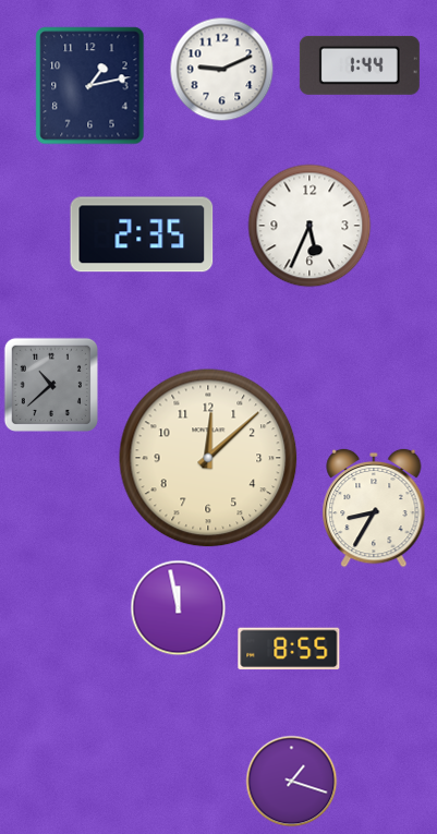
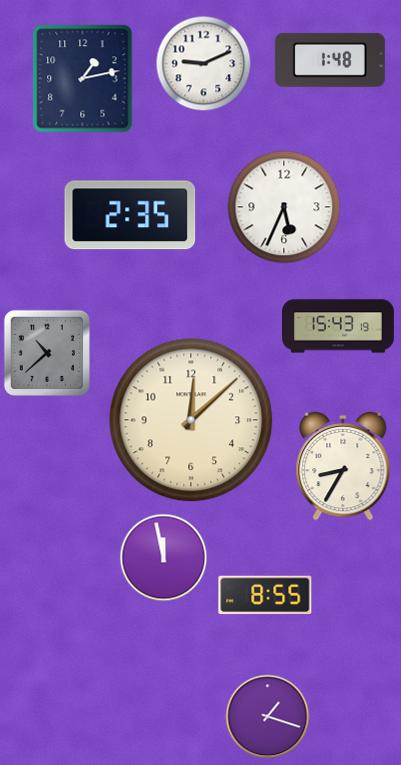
clock at (360, 65): 1:44 -> 1:48
clock at (338, 326): none -> 15:43
